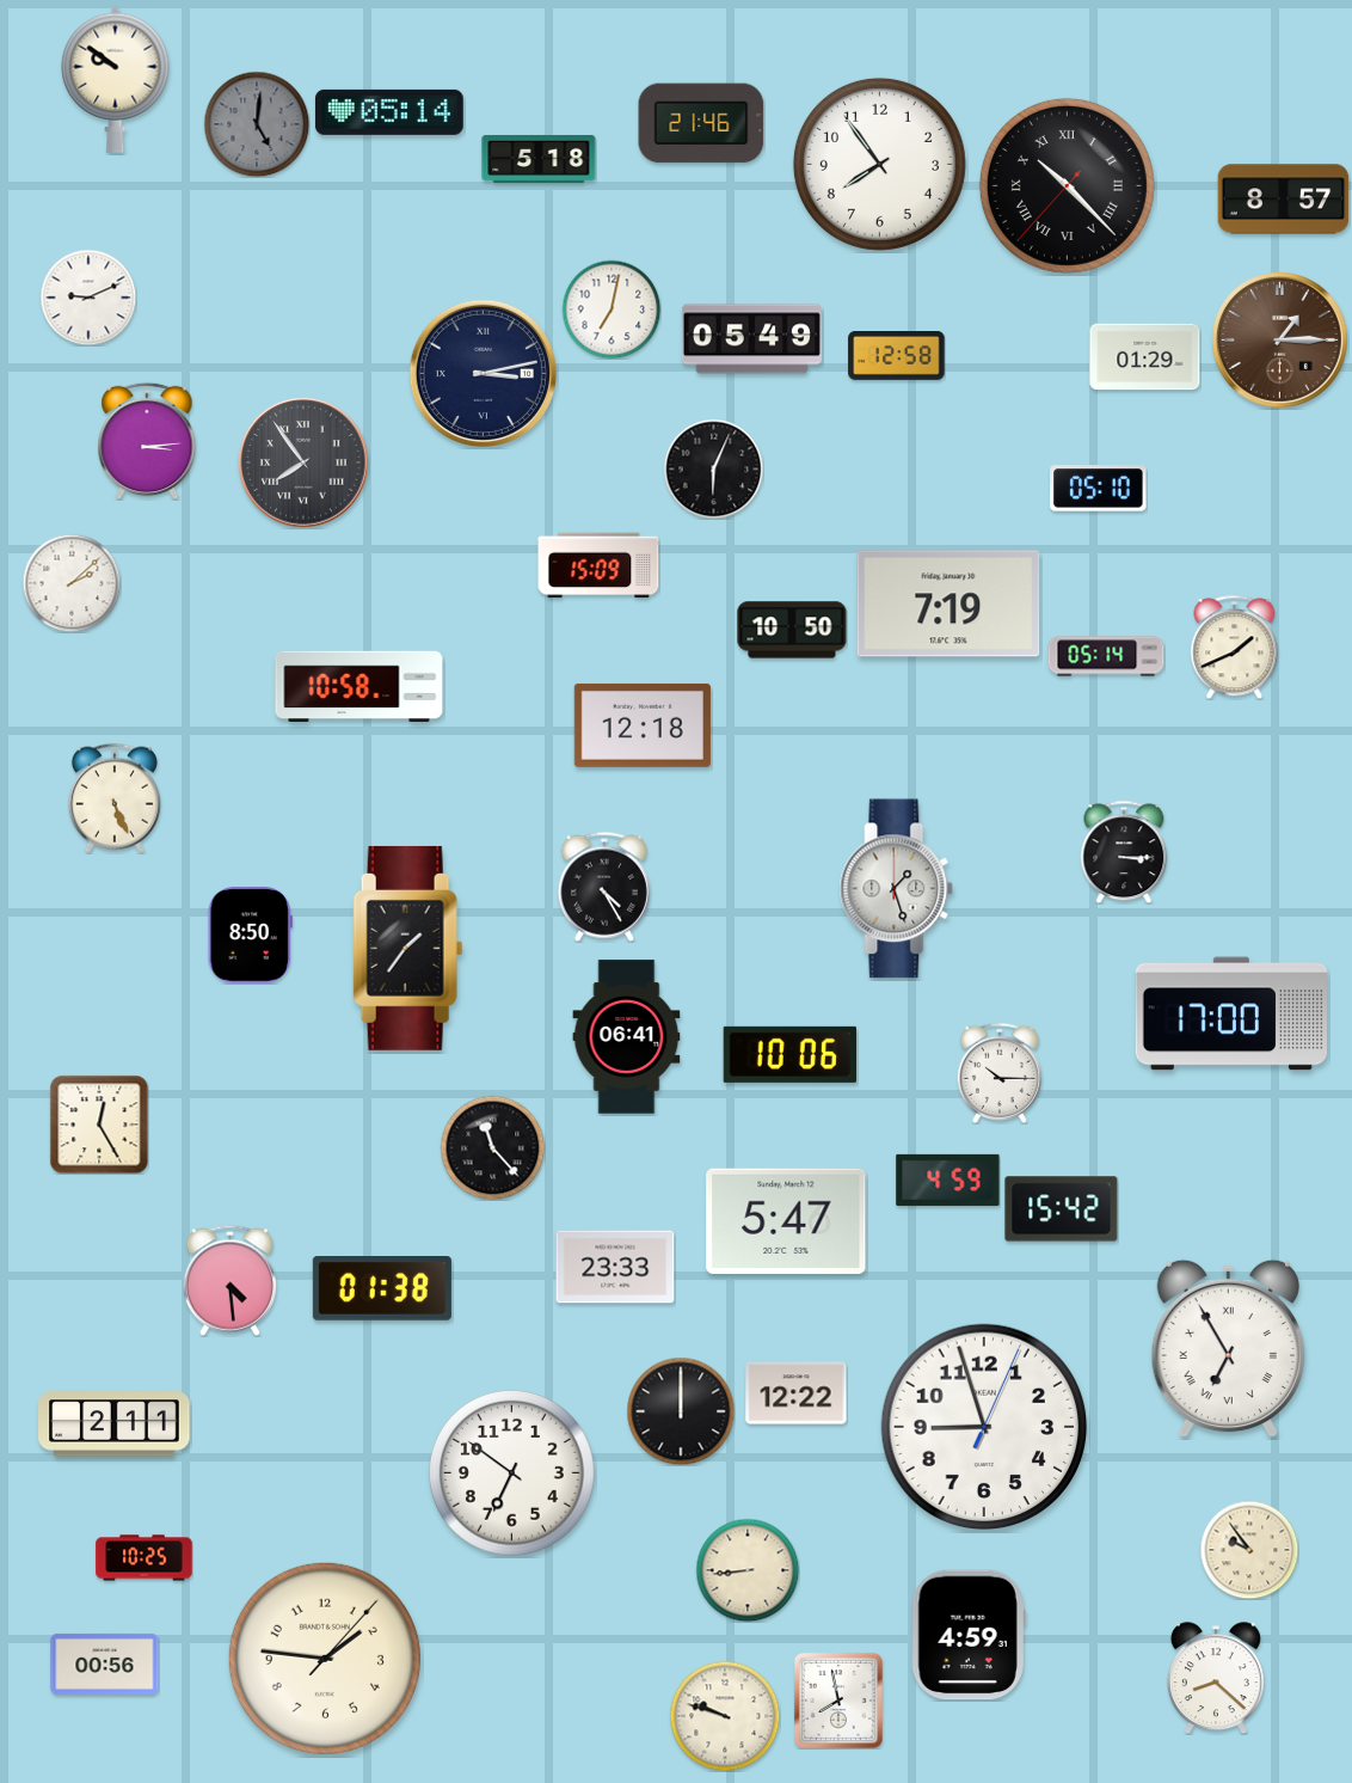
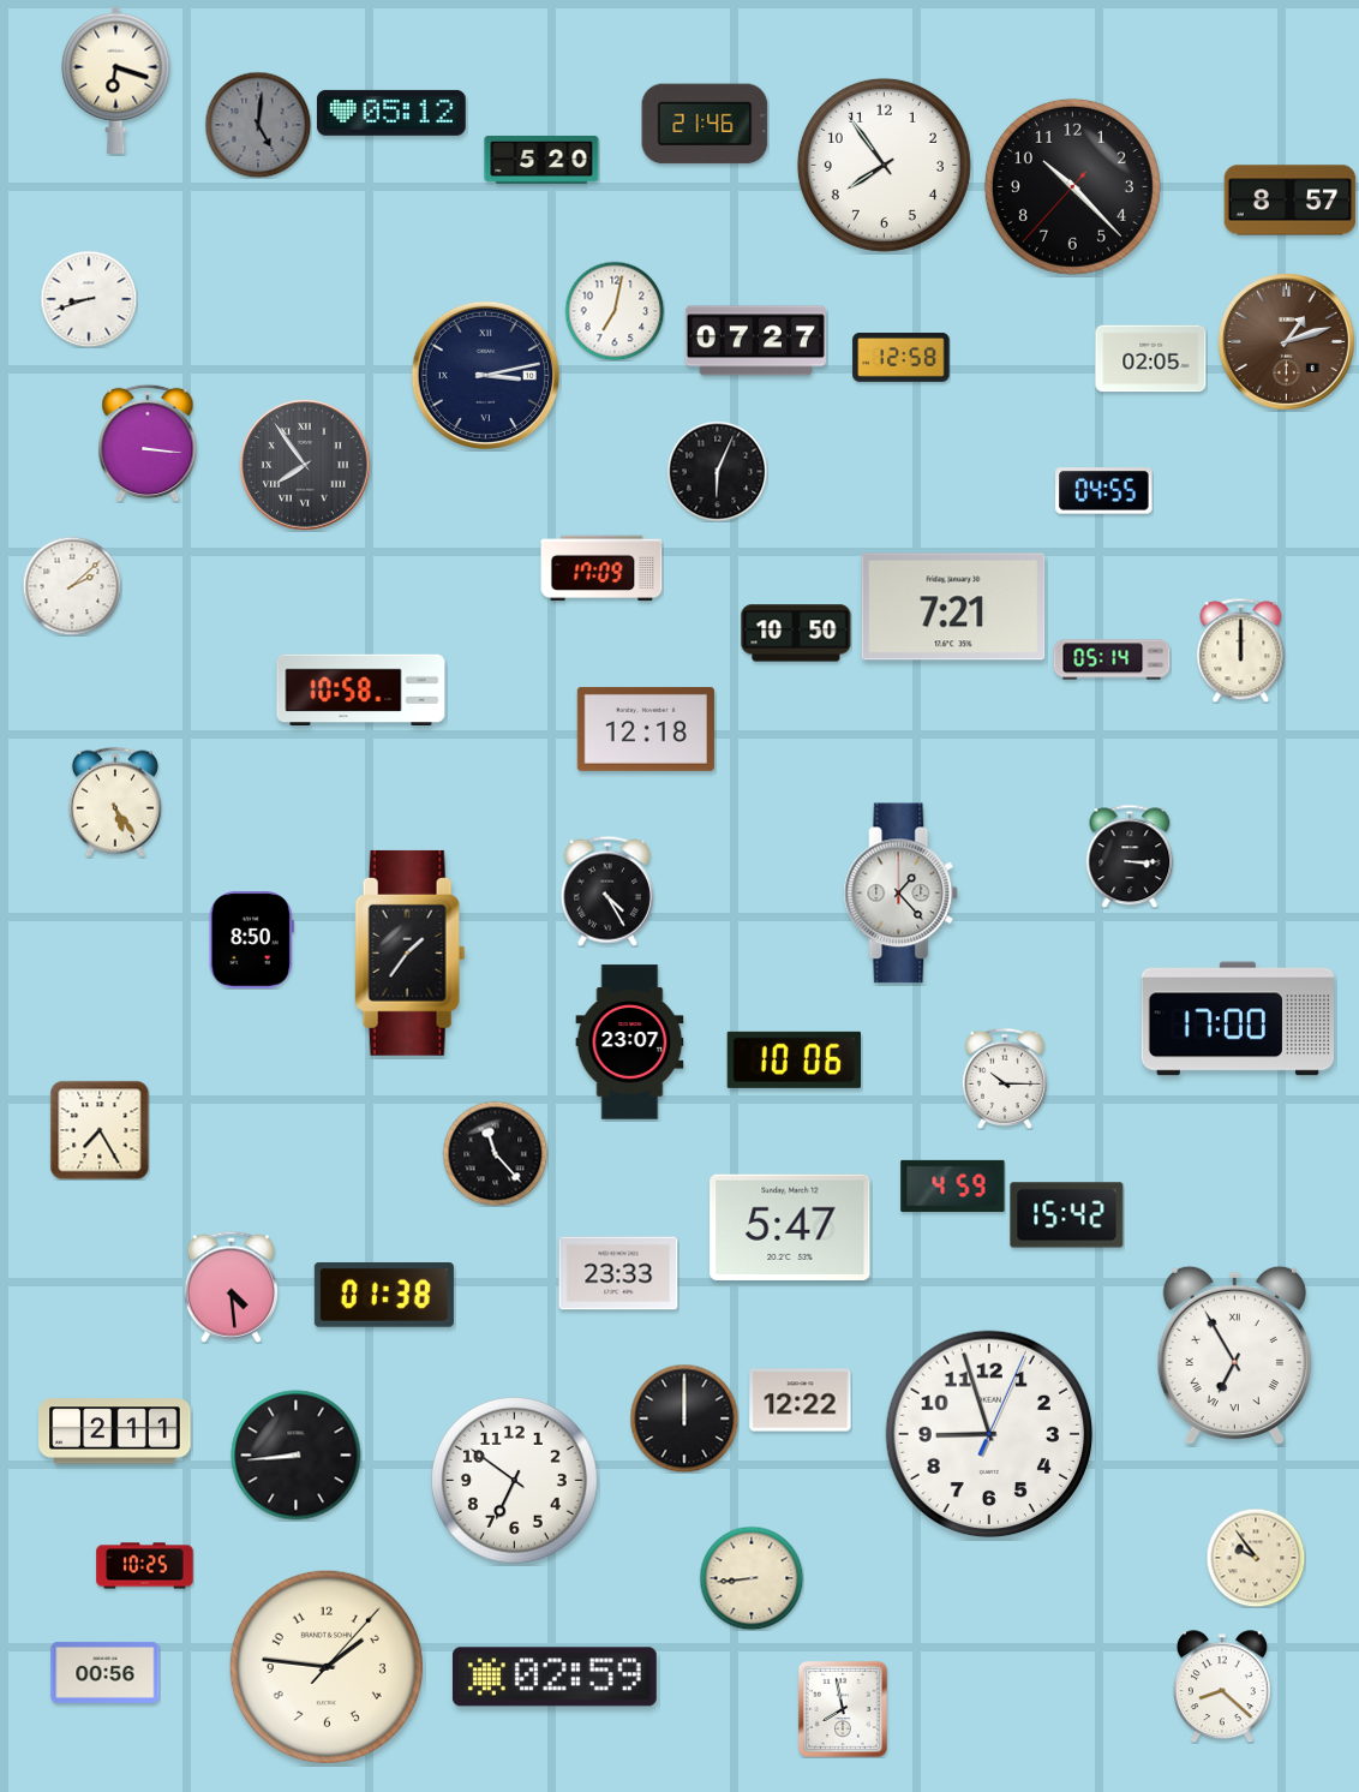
clock at (116, 79): 9:51 -> 6:18
clock at (389, 112): 05:14 -> 05:12
clock at (539, 159): 5:18 -> 5:20
clock at (1067, 185) numerals: Roman -> Arabic
clock at (88, 298): 9:11 -> 8:42
clock at (751, 339): 05:49 -> 07:27
clock at (1279, 339): 1:15 -> 1:12
clock at (1145, 357): 01:29 -> 02:05
clock at (147, 441): 3:14 -> 3:16
clock at (1099, 489): 05:10 -> 04:55
clock at (598, 565): 15:09 -> 17:09
clock at (948, 603): 7:19 -> 7:21
clock at (1235, 647): 1:41 -> 12:00
clock at (115, 798): 5:26 -> 5:24
clock at (897, 889): 1:27 -> 1:23
clock at (627, 1037): 06:41 -> 23:07
clock at (99, 1125): 12:25 -> 7:25
clock at (297, 1456): none -> 8:44
clock at (969, 1635): 4:59 -> none
clock at (555, 1677): none -> 02:59
clock at (725, 1716): 9:48 -> none
